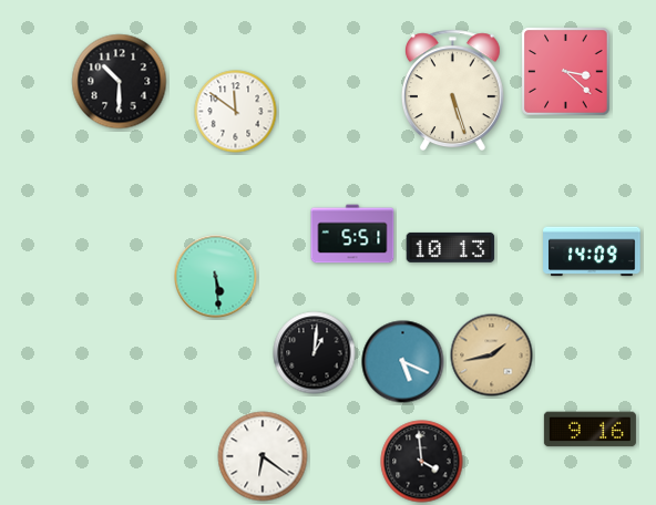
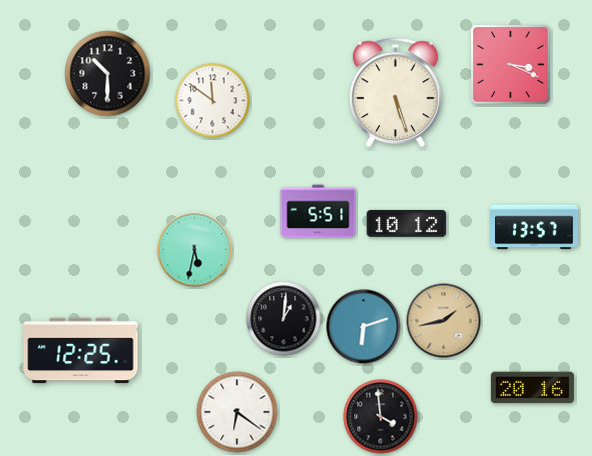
clock at (566, 72): 3:22 -> 3:19
clock at (452, 91) position: (452, 91) -> (395, 93)
clock at (451, 247): 10:13 -> 10:12
clock at (592, 251): 14:09 -> 13:57
clock at (216, 277): 5:29 -> 5:32
clock at (403, 362): 5:19 -> 6:12
clock at (81, 351): none -> 12:25
clock at (590, 430): 9:16 -> 20:16
